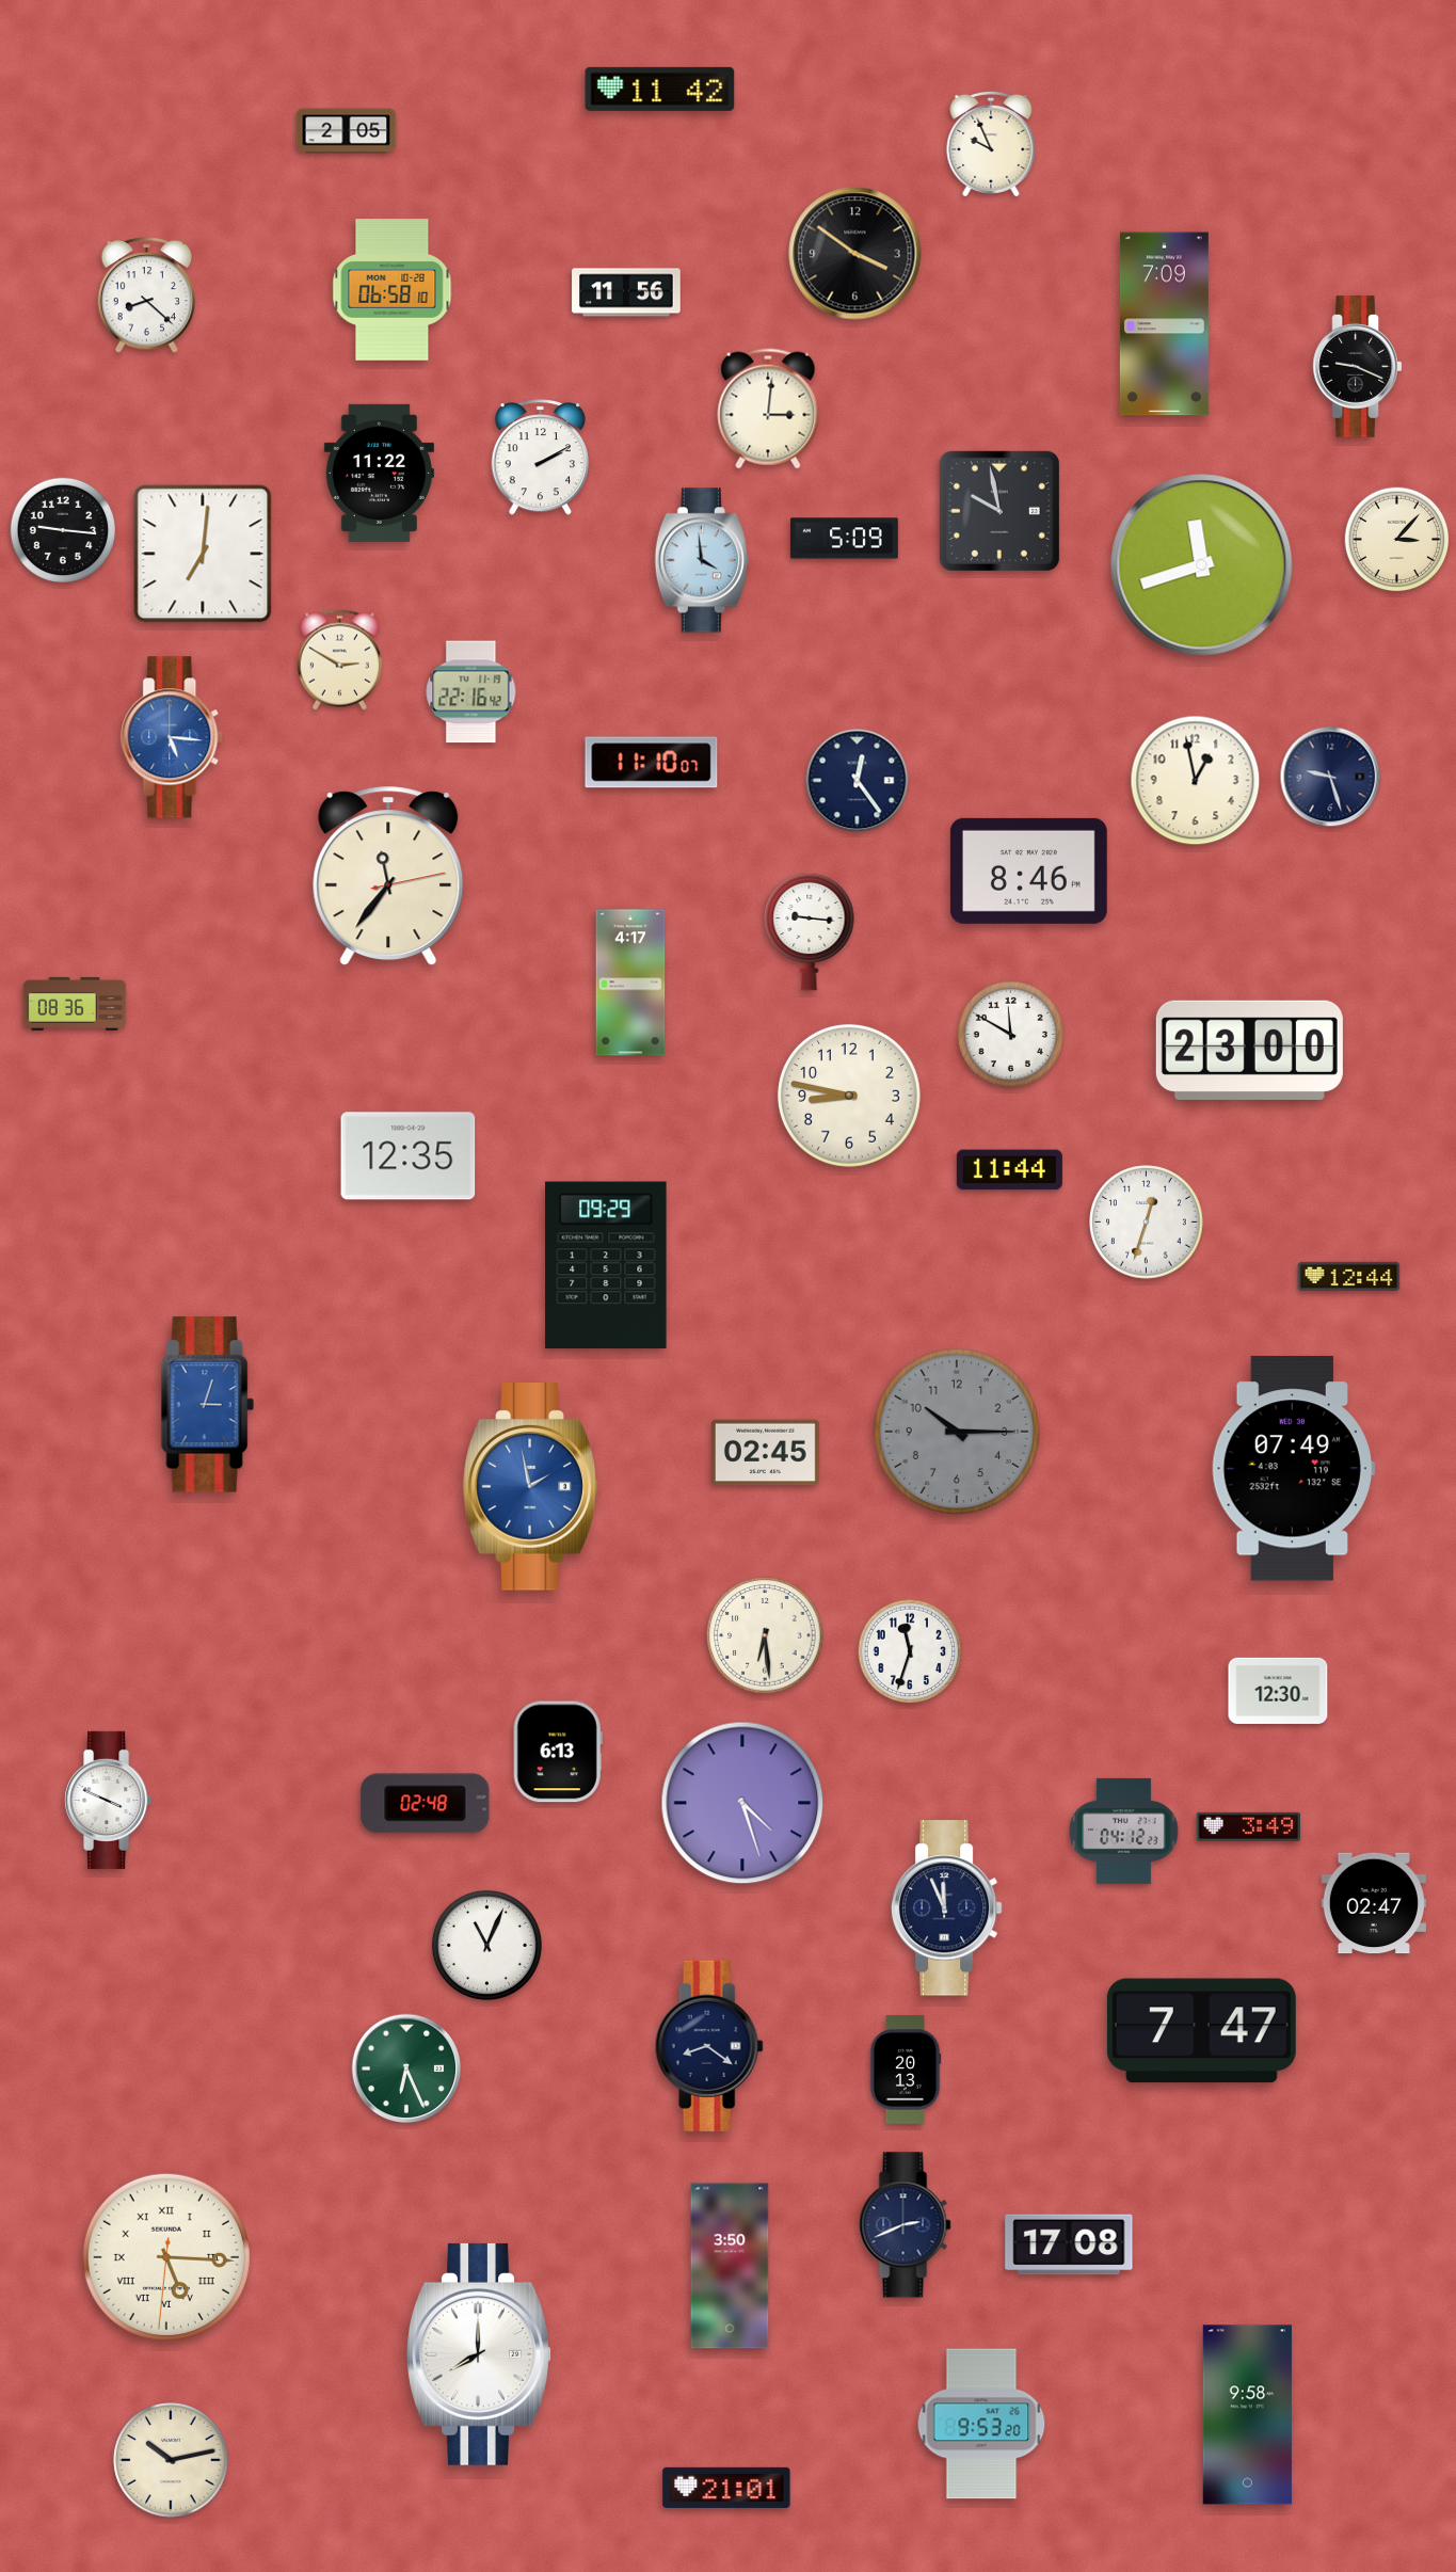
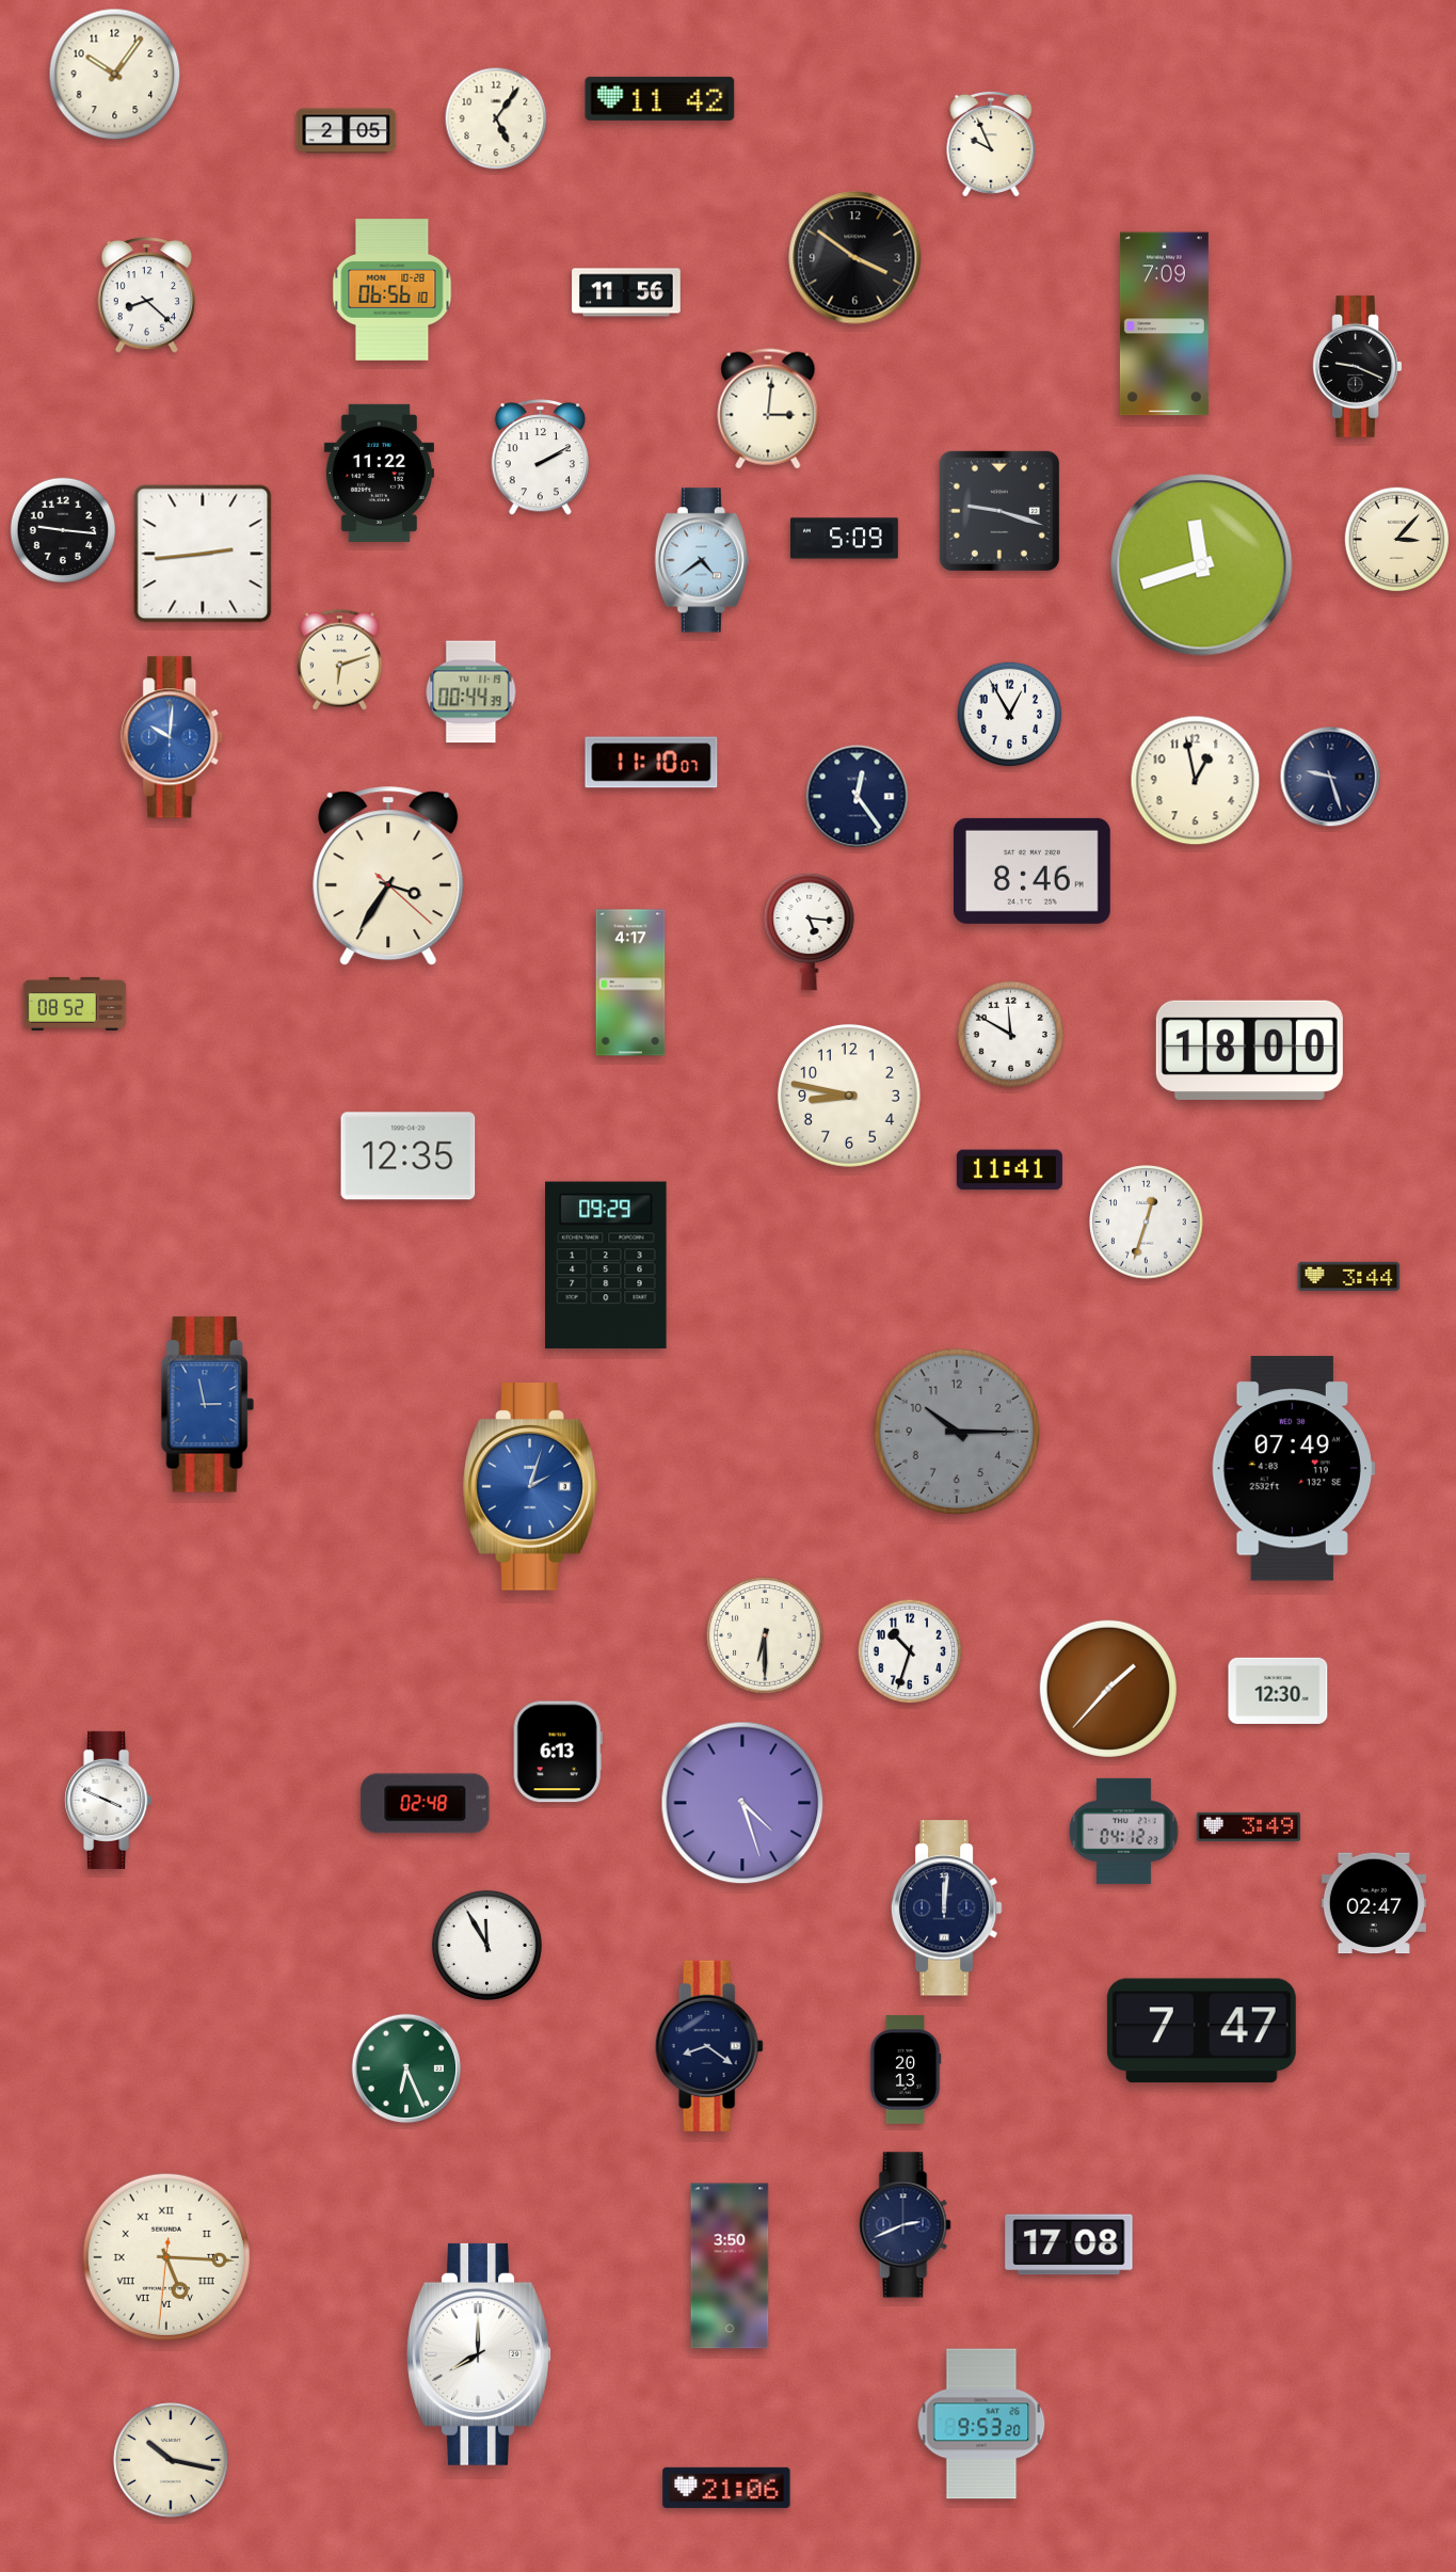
clock at (115, 75): none -> 10:06
clock at (660, 89) position: (660, 89) -> (660, 98)
clock at (496, 118): none -> 5:06
clock at (855, 254) position: (855, 254) -> (855, 258)
clock at (393, 290): 06:58 -> 06:56
clock at (999, 511): 9:58 -> 9:18
clock at (203, 554): 7:01 -> 2:44
clock at (702, 560): 3:59 -> 4:39
clock at (339, 660): 2:50 -> 6:12
clock at (471, 692): 22:16 -> 00:44
clock at (1010, 715): none -> 12:55
clock at (173, 737): 5:16 -> 10:01
clock at (858, 781) position: (858, 781) -> (858, 797)
clock at (1028, 870) position: (1028, 870) -> (1031, 870)
clock at (388, 877): 11:36 -> 3:35
clock at (810, 931): 9:16 -> 5:16
clock at (75, 1004): 08:36 -> 08:52
clock at (1249, 1050): 23:00 -> 18:00
clock at (1009, 1170): 11:44 -> 11:41
clock at (1349, 1276): 12:44 -> 3:44
clock at (207, 1405): 3:03 -> 2:58
clock at (765, 1453): 02:45 -> none
clock at (531, 1487): 1:58 -> 2:03
clock at (765, 1635): 6:29 -> 6:30
clock at (910, 1651): 11:33 -> 10:33
clock at (1108, 1689): none -> 1:37
clock at (946, 1908): 11:56 -> 12:01
clock at (486, 1945): 11:04 -> 11:55
clock at (1247, 2415): 9:58 -> none
clock at (171, 2460): 10:13 -> 10:17
clock at (726, 2488): 21:01 -> 21:06
